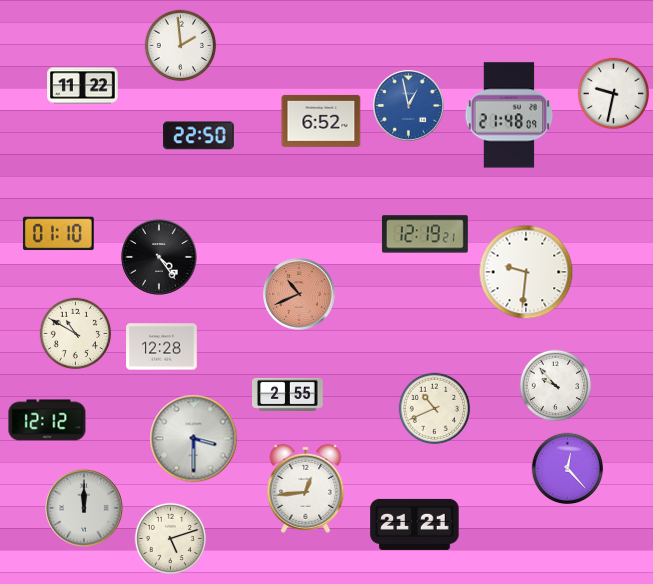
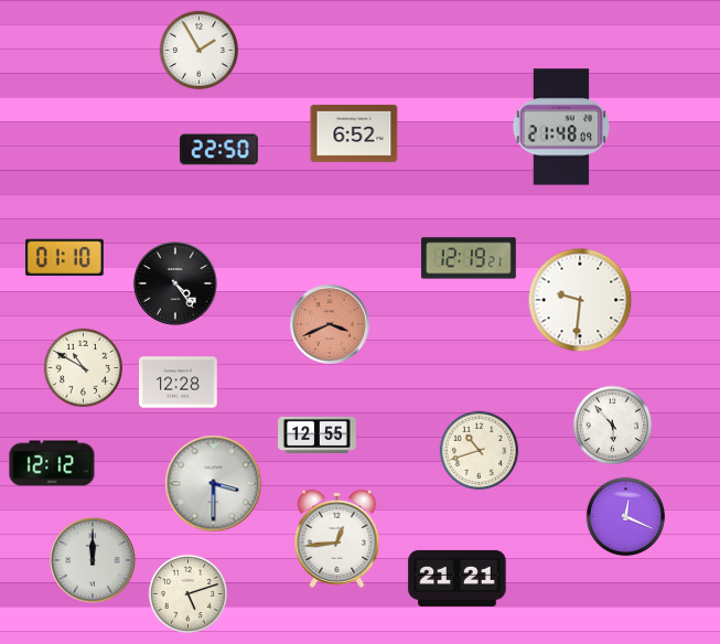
clock at (181, 46): 1:59 -> 1:55
clock at (83, 86): 11:22 -> none
clock at (614, 94): 9:32 -> none
clock at (409, 106): 12:58 -> none
clock at (299, 294): 10:41 -> 3:41
clock at (556, 386): 9:53 -> 5:53
clock at (288, 394): 2:55 -> 12:55
clock at (435, 409): 10:41 -> 10:42
clock at (568, 469): 12:23 -> 12:19
